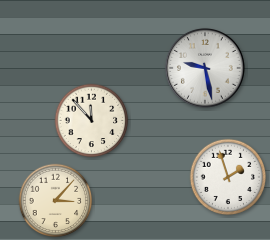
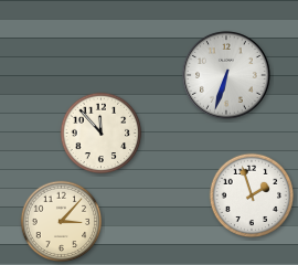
clock at (205, 68): 9:28 -> 6:33
